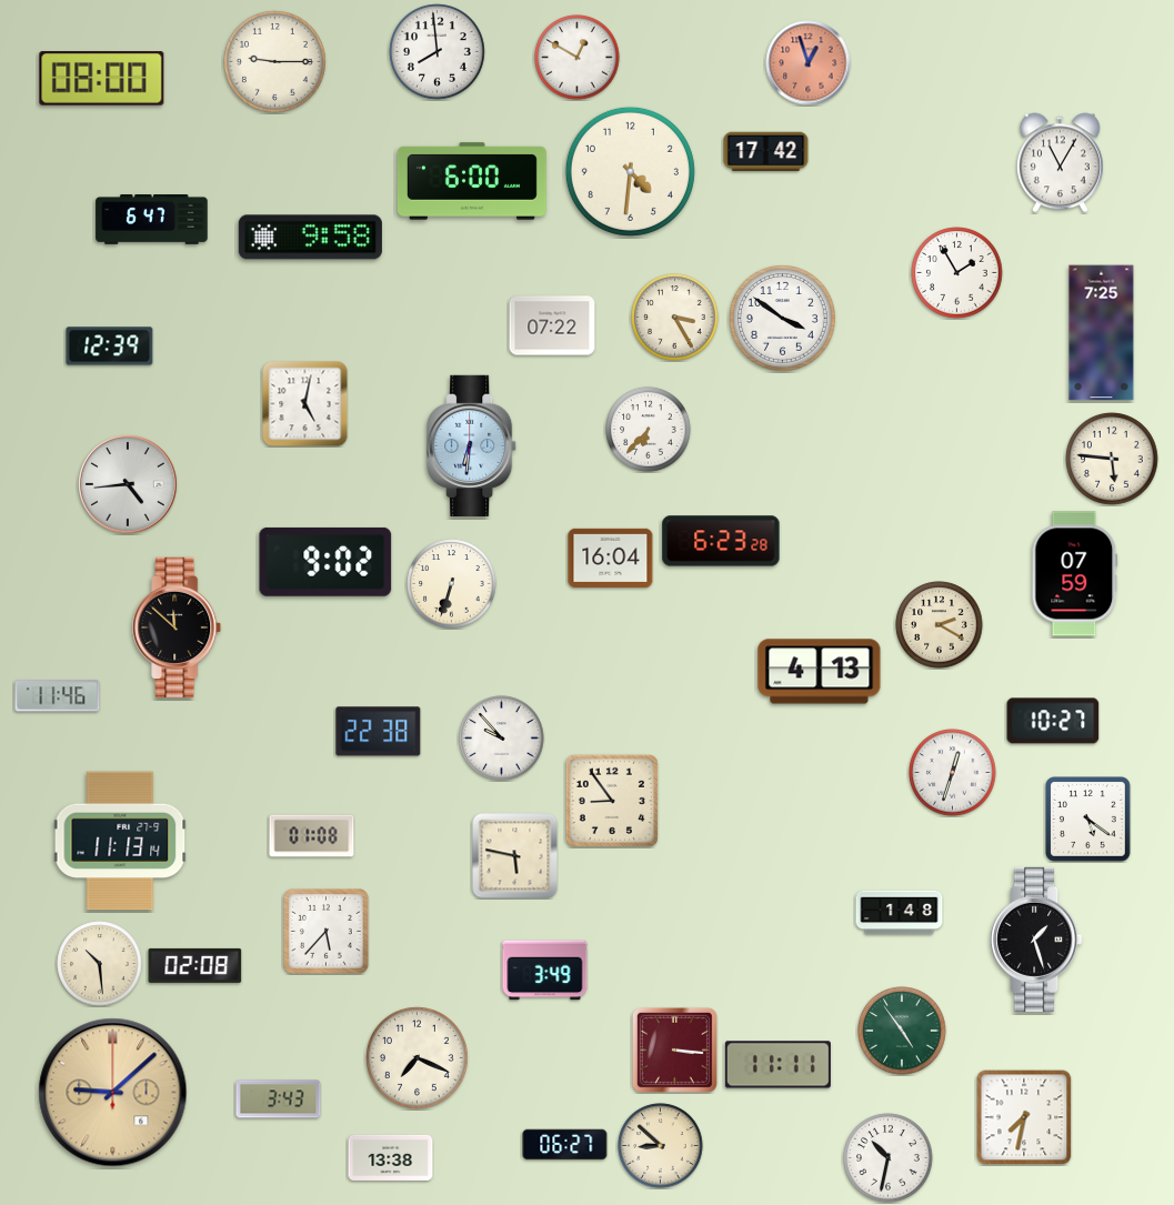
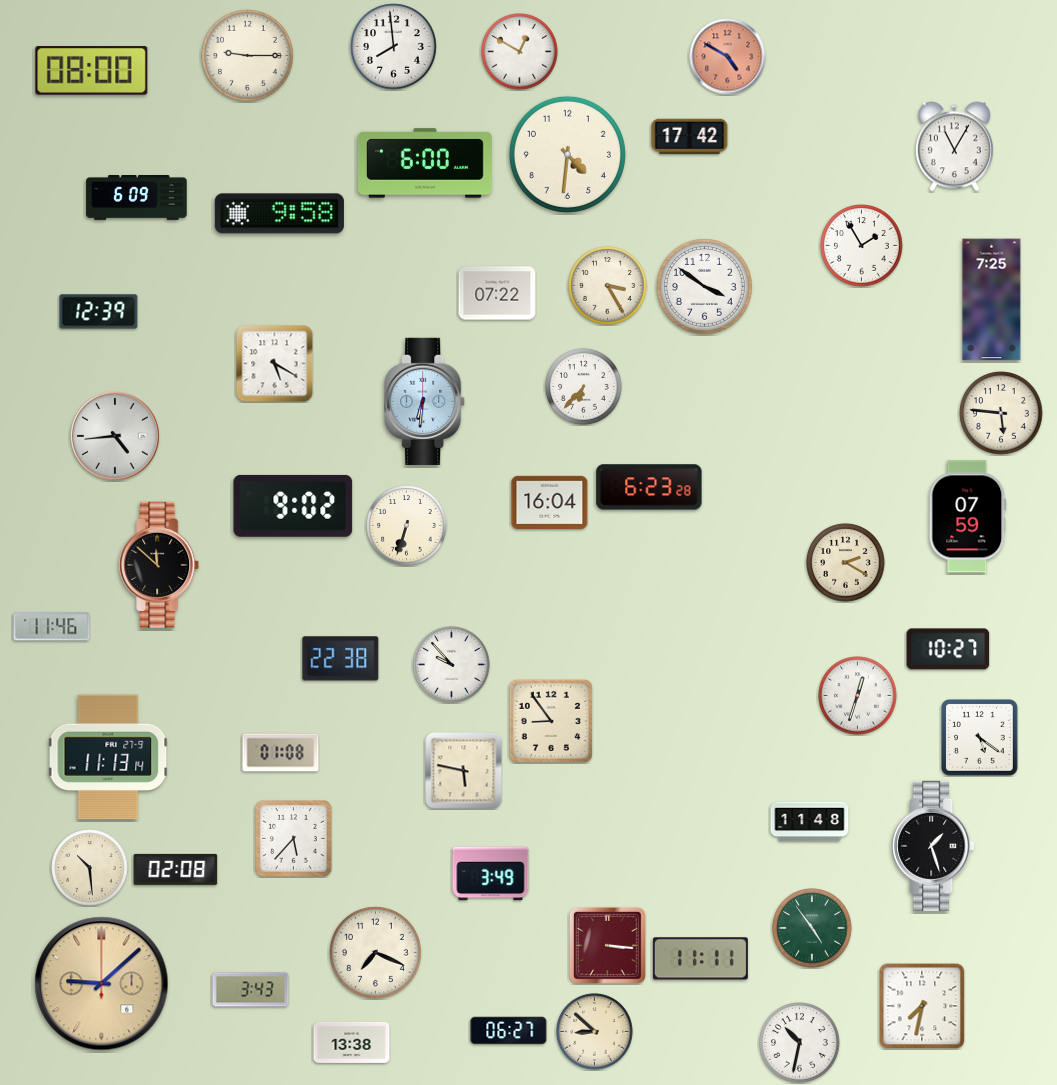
clock at (809, 63): 12:57 -> 4:50
clock at (152, 220): 6:47 -> 6:09
clock at (305, 404): 5:02 -> 5:20
clock at (820, 672): 4:13 -> none
clock at (900, 913): 1:48 -> 11:48
